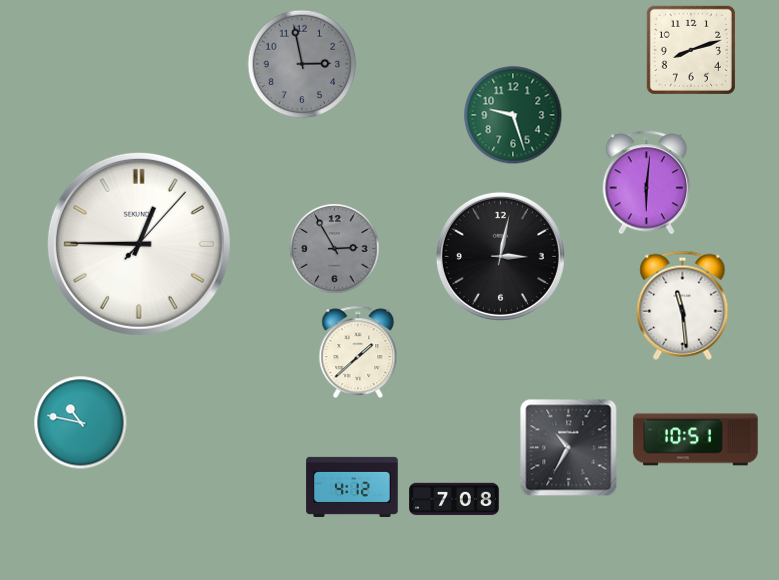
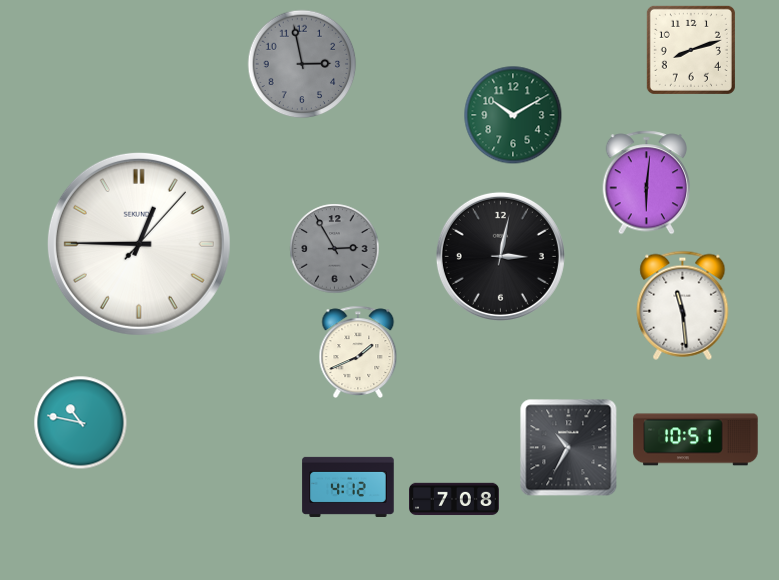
clock at (513, 115): 9:27 -> 10:10
clock at (358, 351): 1:38 -> 1:41
clock at (352, 487) position: (352, 487) -> (348, 487)
